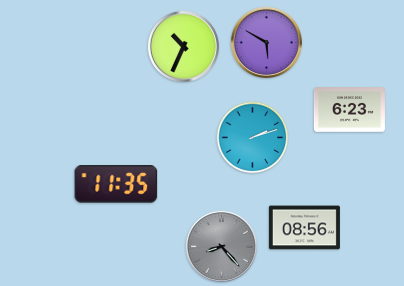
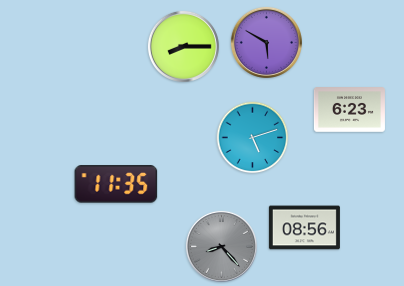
clock at (183, 46): 10:34 -> 8:15
clock at (253, 138): 2:12 -> 5:12
